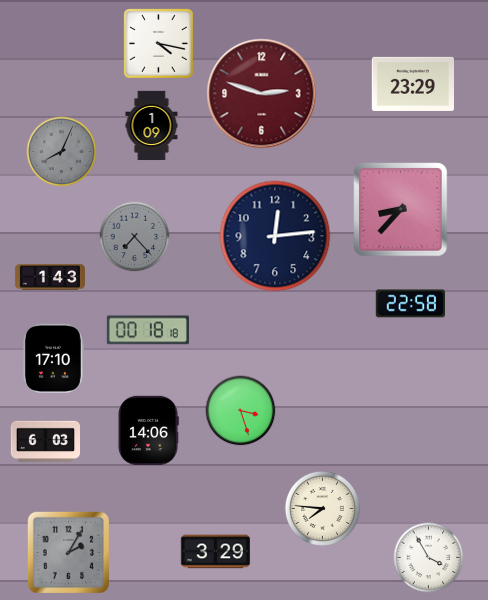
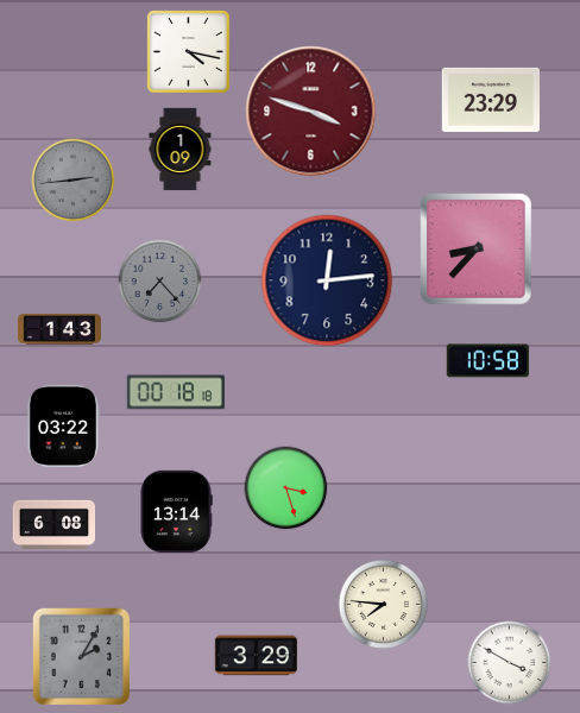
clock at (262, 94): 2:48 -> 3:48
clock at (62, 152): 8:04 -> 2:44
clock at (410, 304): 22:58 -> 10:58
clock at (53, 358): 17:10 -> 03:22
clock at (148, 430): 14:06 -> 13:14
clock at (46, 441): 6:03 -> 6:08
clock at (429, 558): 3:55 -> 3:50
